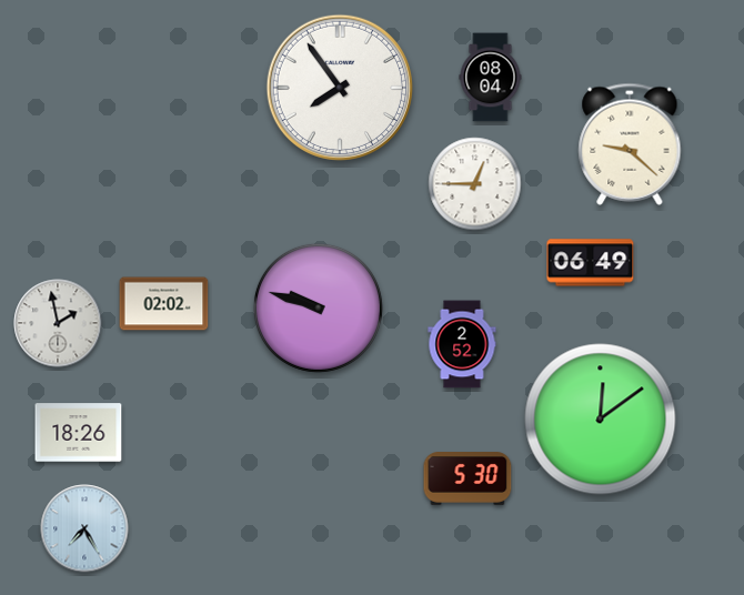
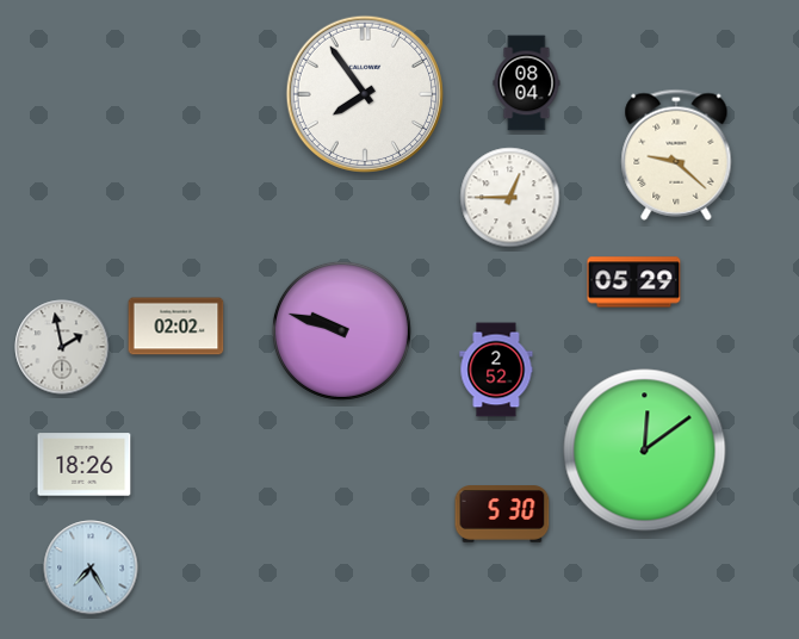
clock at (591, 263): 06:49 -> 05:29
